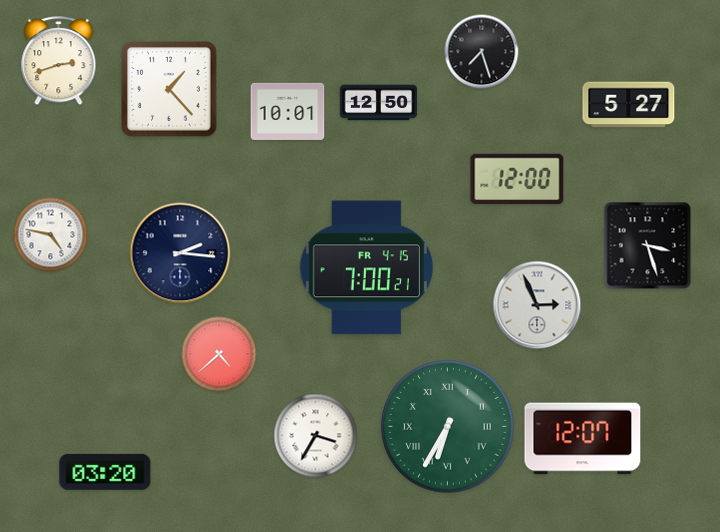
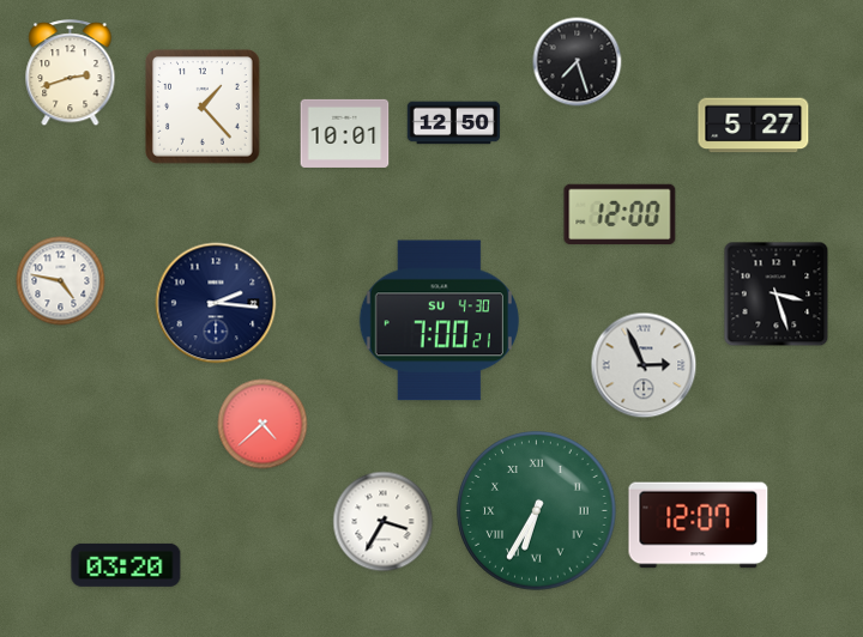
clock at (366, 268) date: FR 4-15 -> SU 4-30
clock at (316, 436) position: (316, 436) -> (384, 522)
